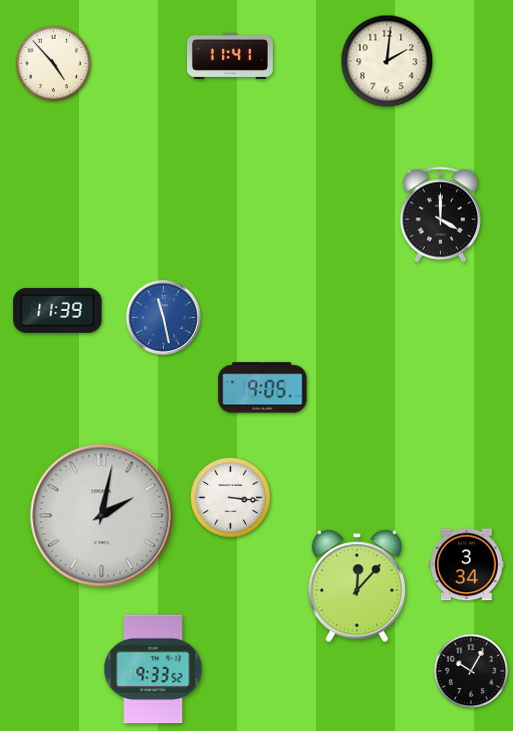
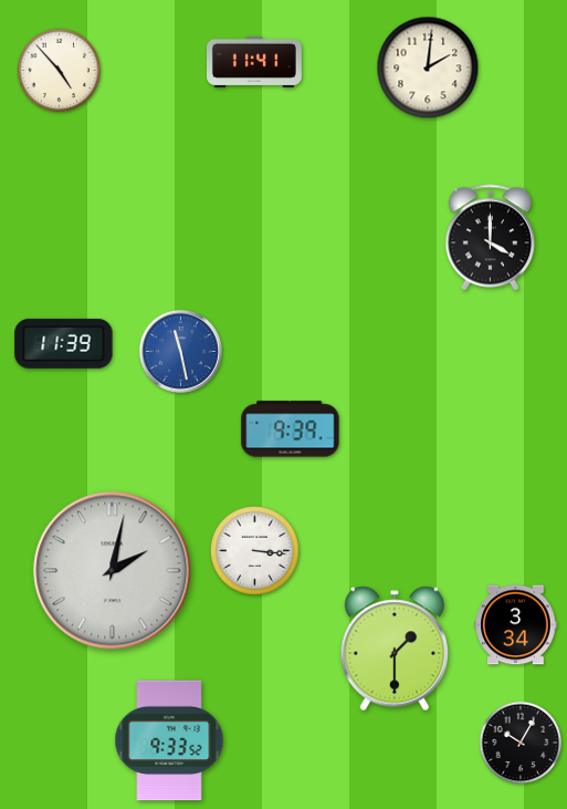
clock at (441, 215) position: (441, 215) -> (491, 238)
clock at (263, 388): 9:05 -> 9:39
clock at (357, 586): 12:07 -> 1:30
